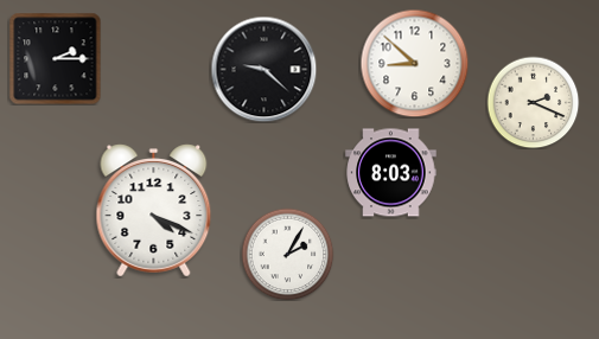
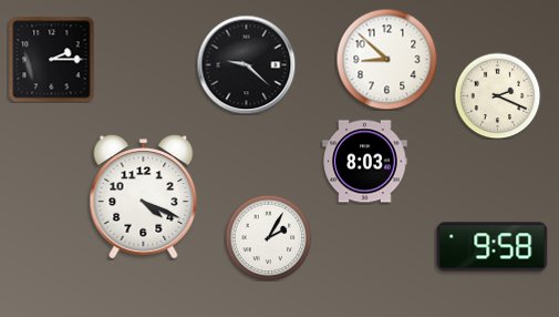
clock at (55, 58) position: (55, 58) -> (51, 59)
clock at (493, 247): none -> 9:58
